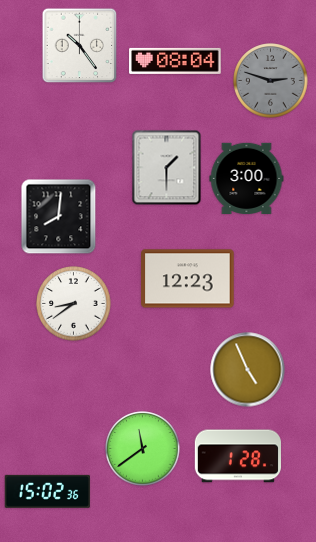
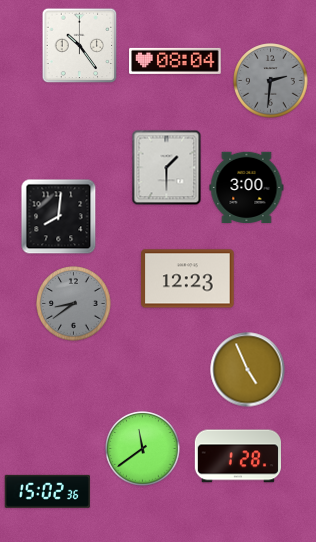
clock at (271, 81): 2:48 -> 2:31
clock at (247, 178) position: (247, 178) -> (247, 187)
clock at (74, 304) dial: white -> grey
